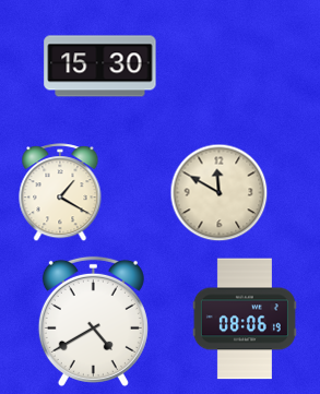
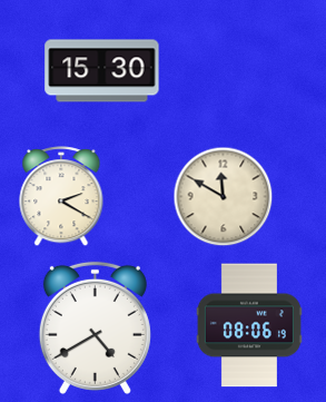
clock at (100, 67) position: (100, 67) -> (102, 71)
clock at (60, 193): 1:20 -> 2:20
